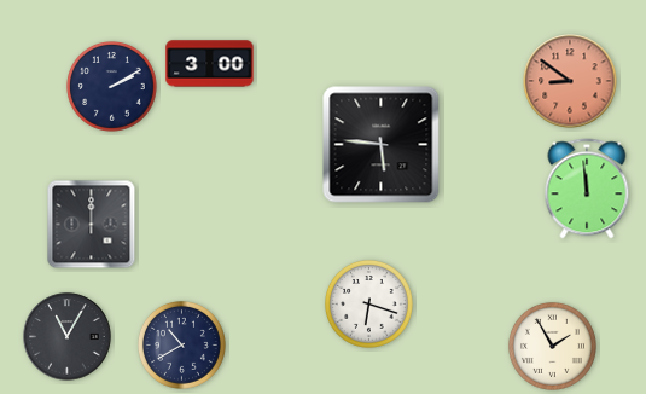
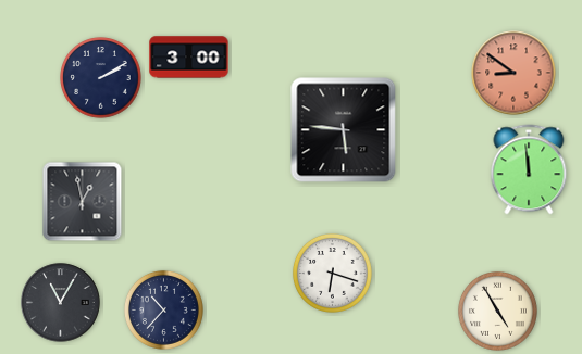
clock at (92, 225): 12:00 -> 12:58
clock at (181, 344): 10:40 -> 10:37
clock at (552, 346): 1:55 -> 4:55
